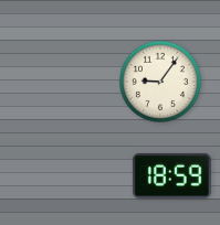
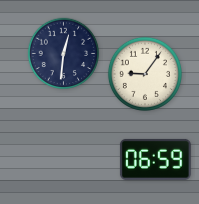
clock at (64, 54): none -> 12:31
clock at (171, 175): 18:59 -> 06:59
